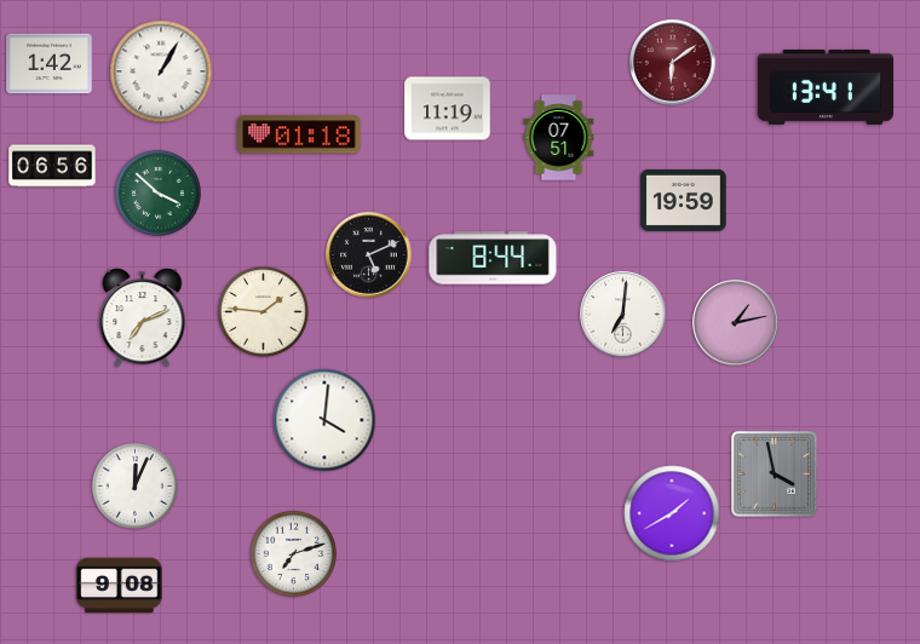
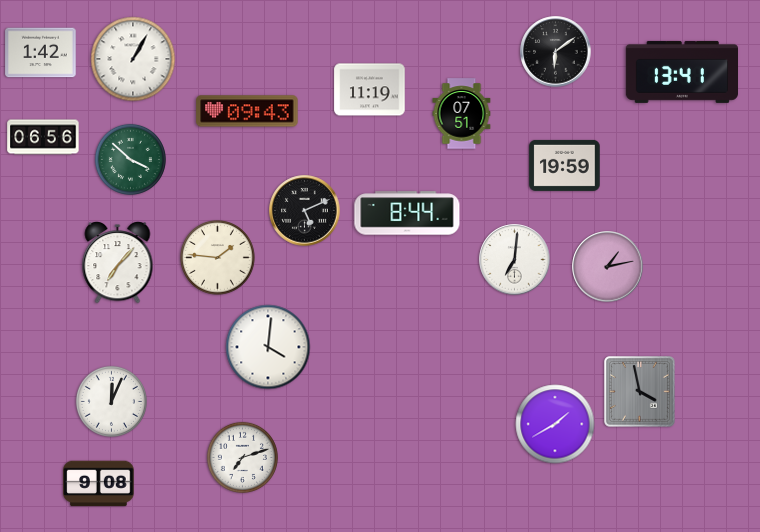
clock at (673, 63) dial: burgundy -> black
clock at (299, 134): 01:18 -> 09:43
clock at (143, 318): 7:11 -> 7:07
